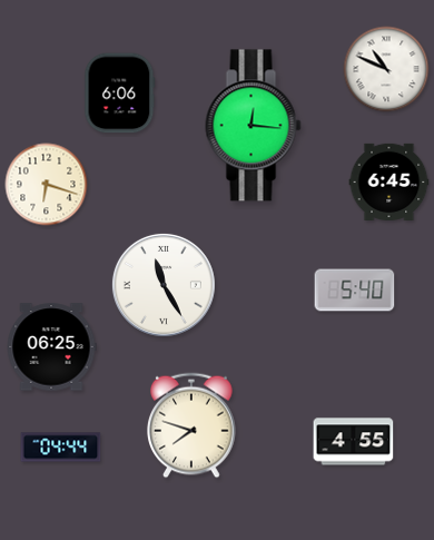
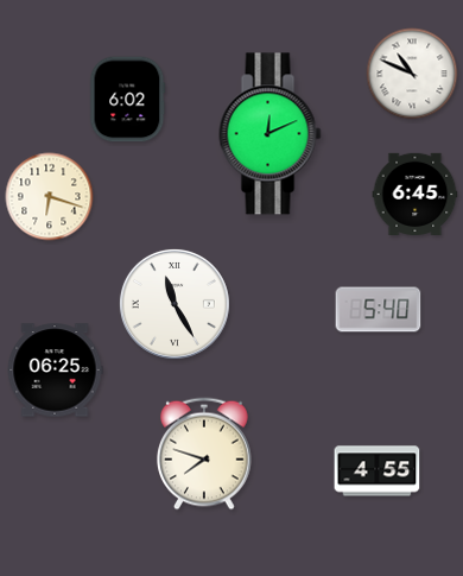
clock at (120, 94): 6:06 -> 6:02
clock at (254, 126): 12:16 -> 12:11
clock at (61, 448): 04:44 -> none
